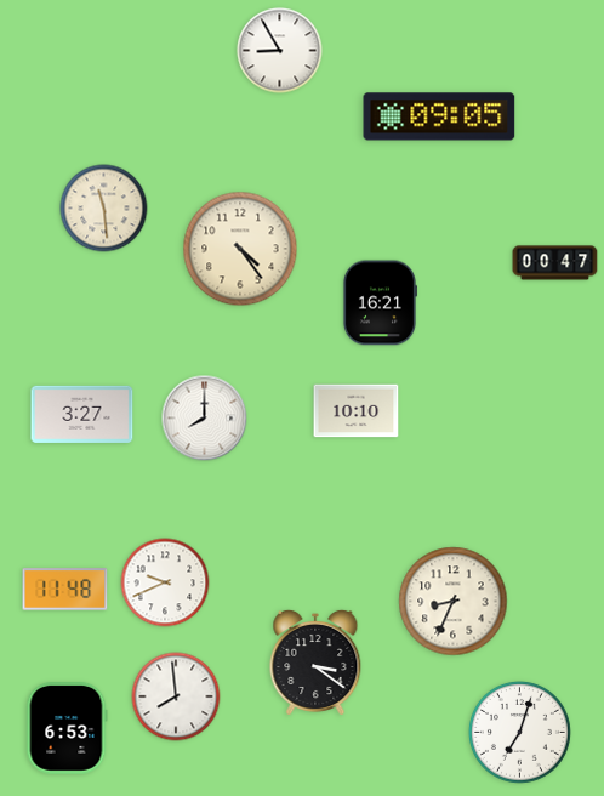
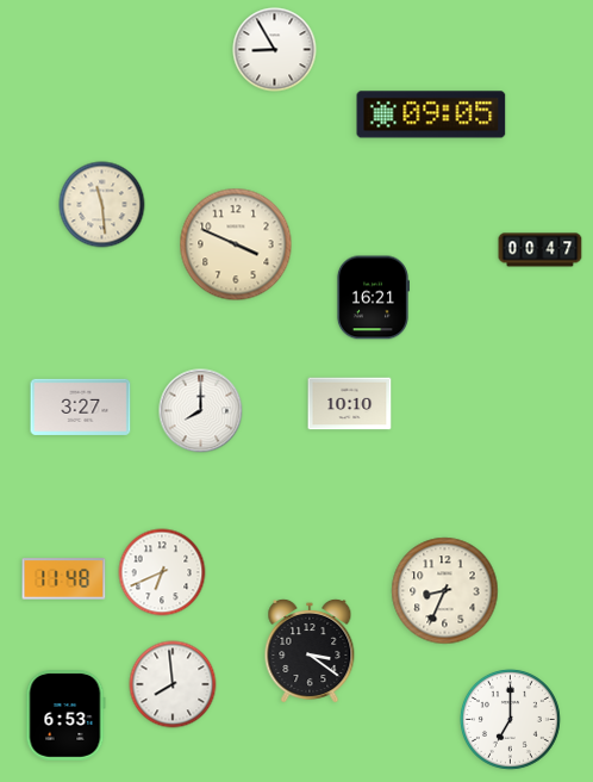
clock at (240, 249): 4:24 -> 3:49
clock at (555, 263) position: (555, 263) -> (541, 250)
clock at (165, 582): 9:41 -> 6:41
clock at (519, 732): 7:03 -> 7:00
